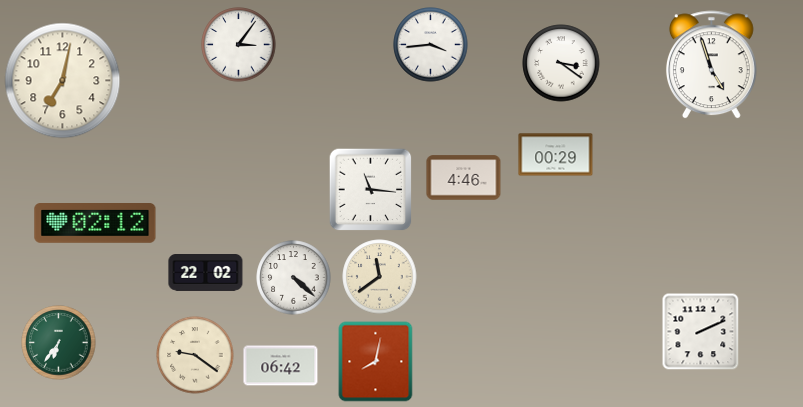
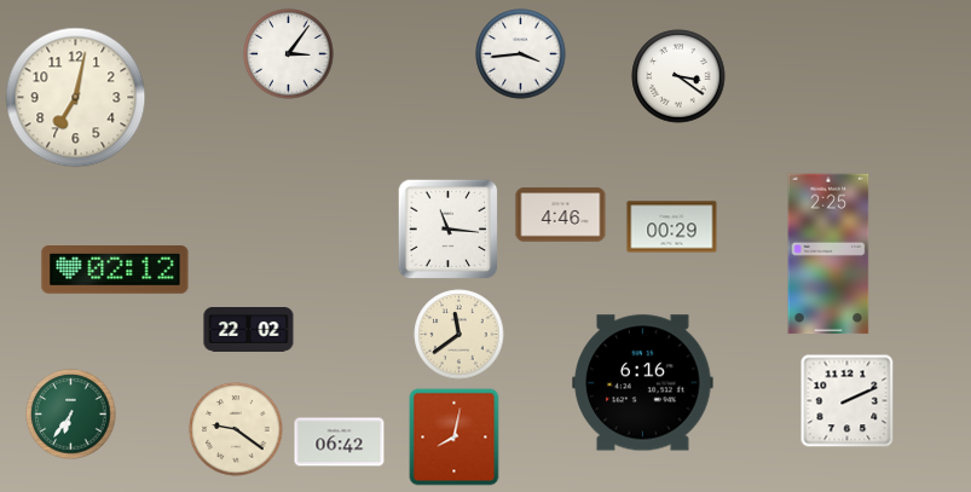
clock at (711, 65): 4:57 -> none
clock at (556, 155) position: (556, 155) -> (672, 227)
clock at (828, 254): none -> 2:25
clock at (294, 278): 4:22 -> none
clock at (643, 383): none -> 6:16
